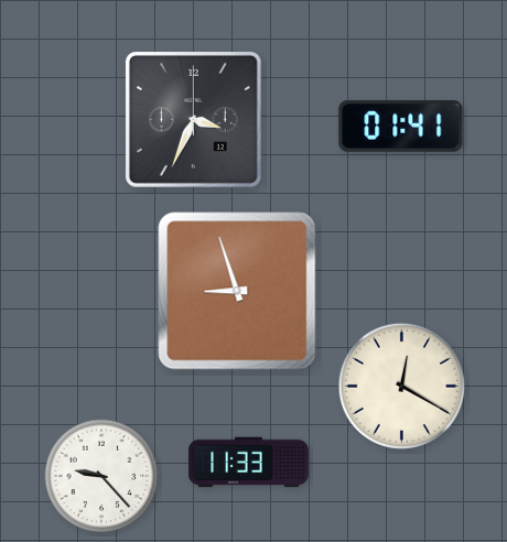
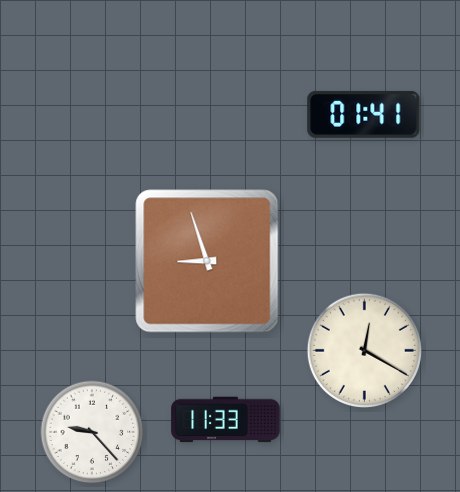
clock at (193, 119): 3:34 -> none
clock at (237, 291) position: (237, 291) -> (207, 261)
